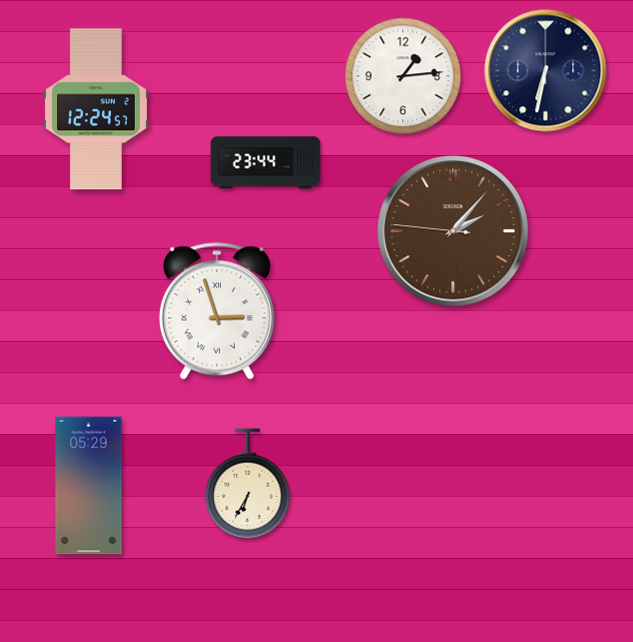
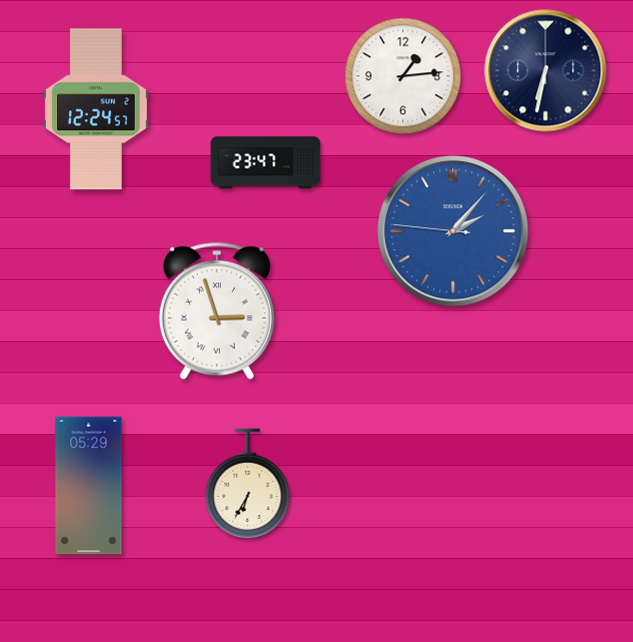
clock at (266, 163): 23:44 -> 23:47
clock at (453, 231) dial: brown -> blue
